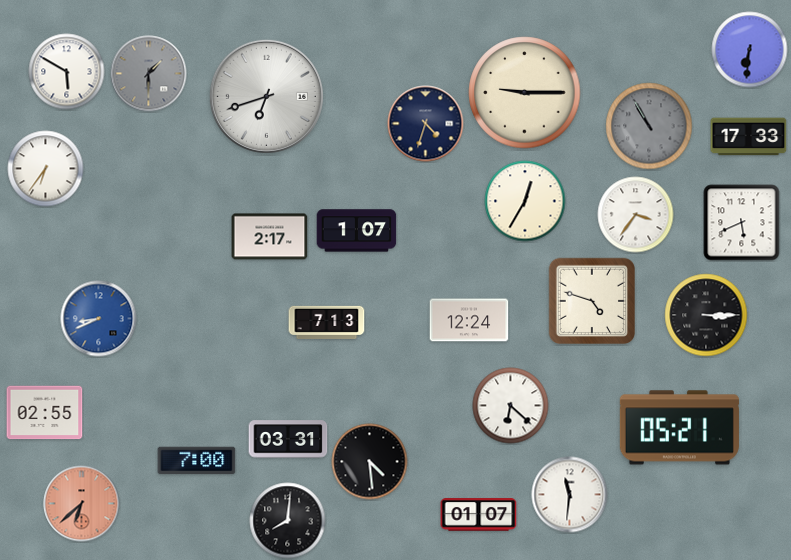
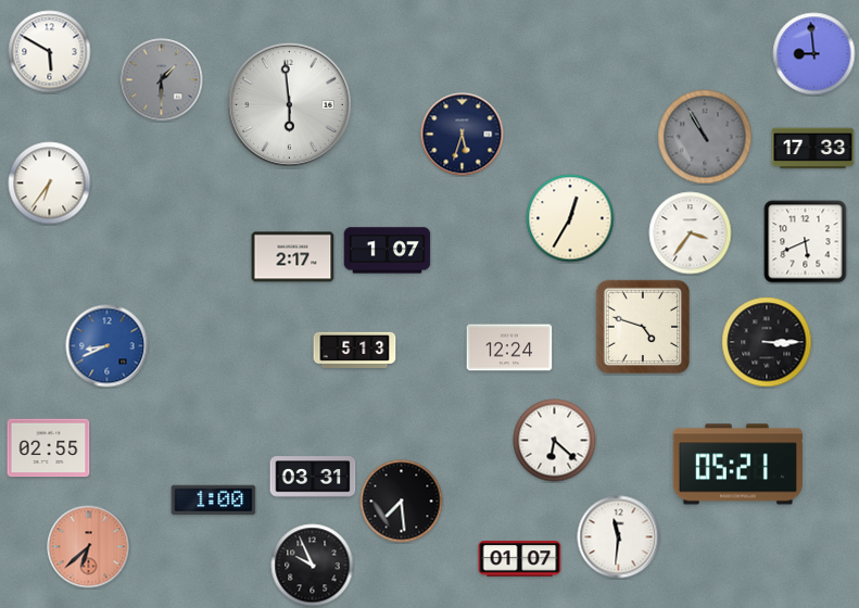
clock at (750, 50): 6:31 -> 8:59
clock at (67, 72) position: (67, 72) -> (50, 52)
clock at (525, 93): 9:15 -> none
clock at (266, 96): 6:42 -> 5:59
clock at (426, 124): 4:33 -> 5:33
clock at (327, 322): 7:13 -> 5:13
clock at (197, 461): 7:00 -> 1:00
clock at (370, 462): 4:29 -> 7:29
clock at (288, 521): 8:01 -> 9:56
